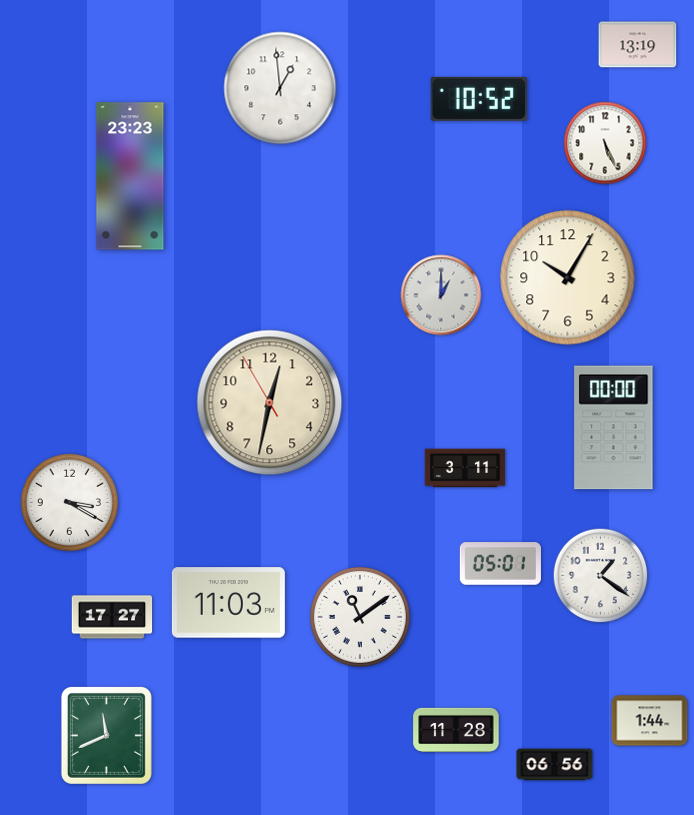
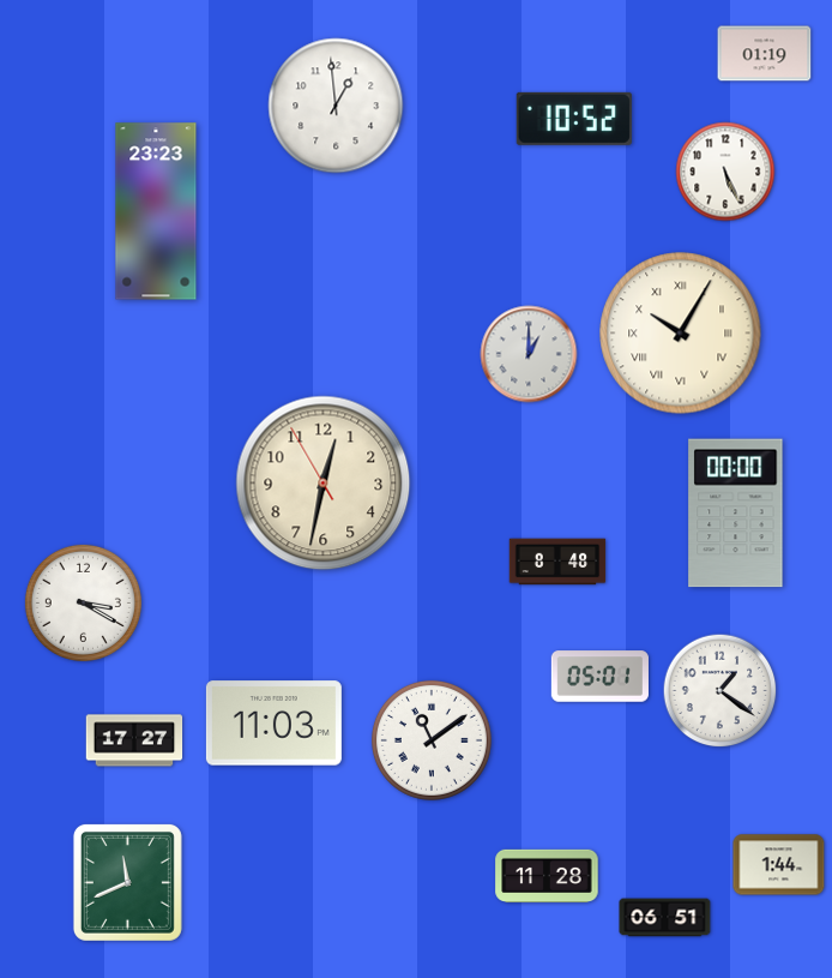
clock at (638, 45): 13:19 -> 01:19
clock at (568, 278) numerals: Arabic -> Roman
clock at (465, 468): 3:11 -> 8:48
clock at (555, 765): 06:56 -> 06:51
